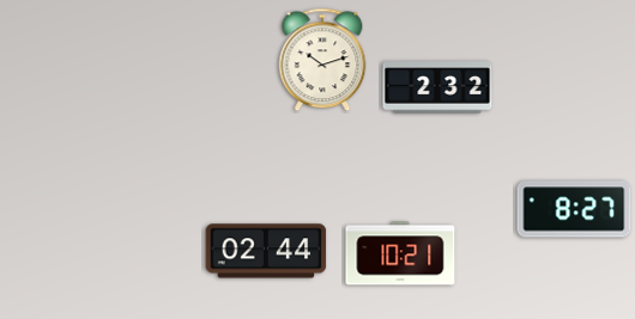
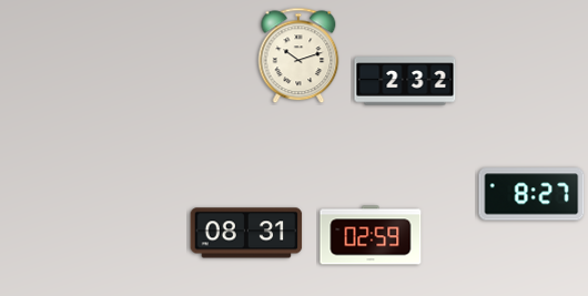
clock at (266, 251): 02:44 -> 08:31
clock at (400, 253): 10:21 -> 02:59
